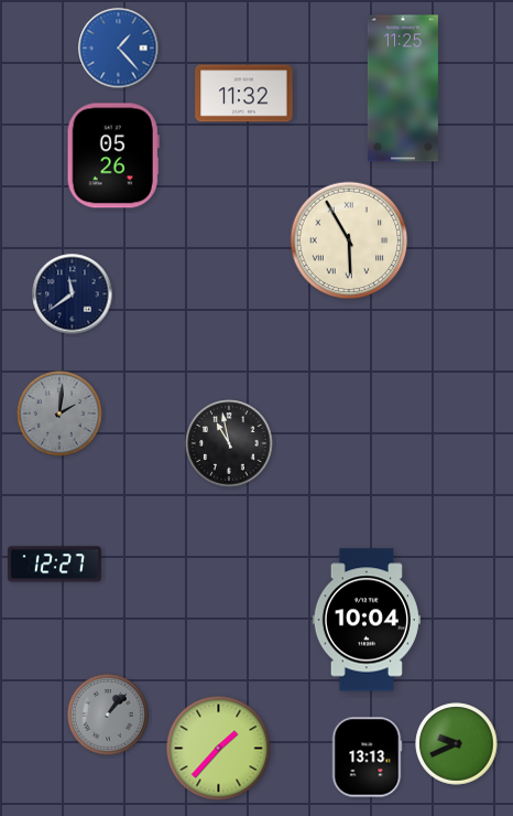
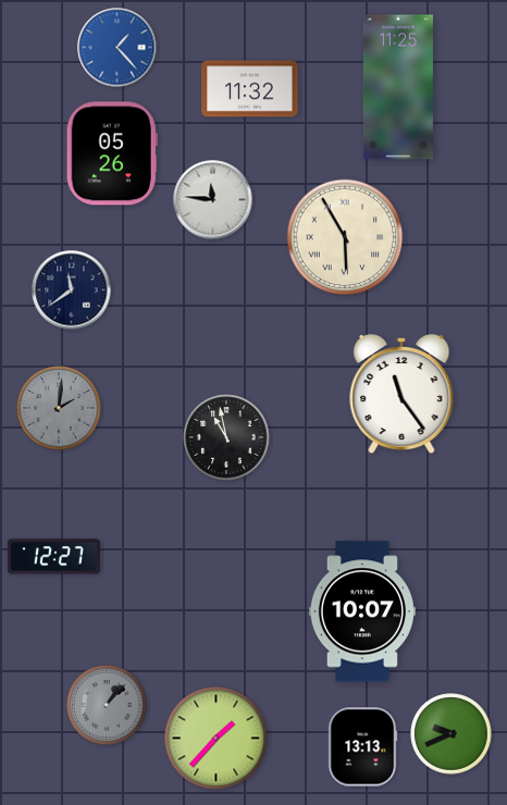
clock at (244, 94) position: (244, 94) -> (250, 89)
clock at (213, 200): none -> 11:46
clock at (401, 394): none -> 11:24
clock at (367, 620): 10:04 -> 10:07
